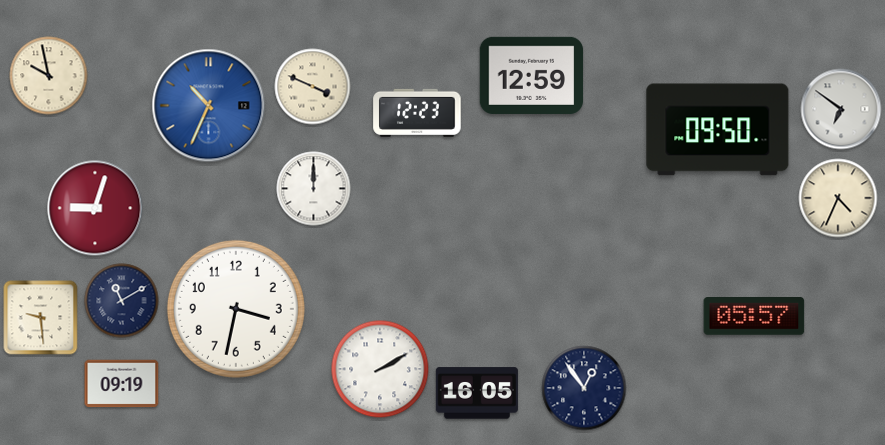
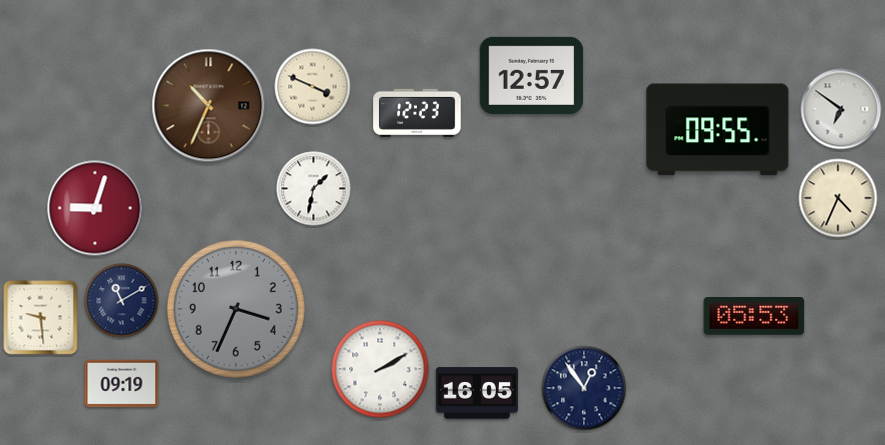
clock at (532, 75): 12:59 -> 12:57
clock at (49, 76): 9:58 -> none
clock at (209, 106) dial: blue -> brown
clock at (718, 130): 09:50 -> 09:55
clock at (314, 189): 12:00 -> 1:32
clock at (236, 309): 3:32 -> 3:34
clock at (236, 309) dial: white -> grey
clock at (754, 317): 05:57 -> 05:53
